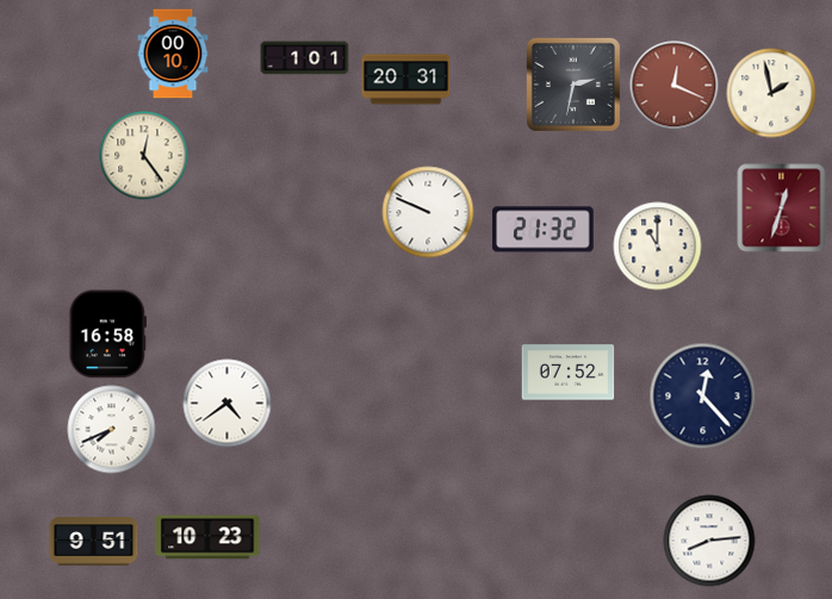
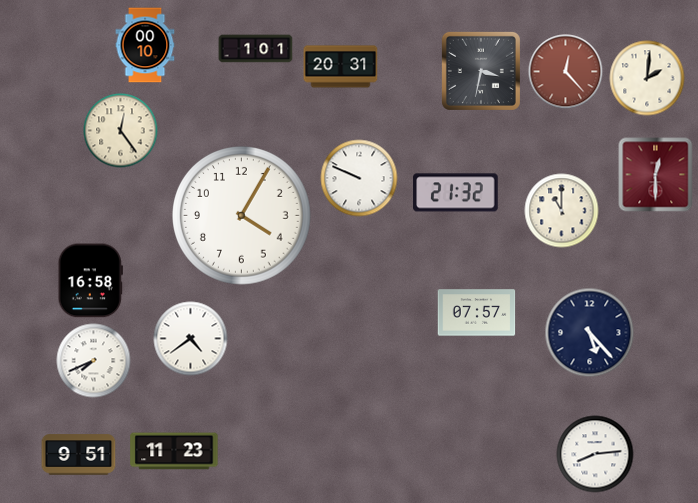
clock at (573, 85): 2:32 -> 3:32
clock at (675, 86): 12:19 -> 12:23
clock at (771, 93): 1:58 -> 2:01
clock at (782, 208): 12:33 -> 12:30
clock at (658, 247) position: (658, 247) -> (562, 211)
clock at (242, 216): none -> 4:05
clock at (569, 373): 07:52 -> 07:57
clock at (703, 397): 12:23 -> 5:23
clock at (207, 537): 10:23 -> 11:23
